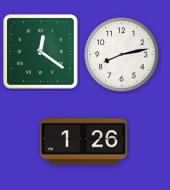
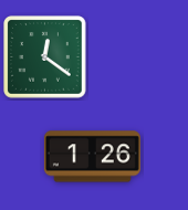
clock at (122, 55): 8:13 -> none
